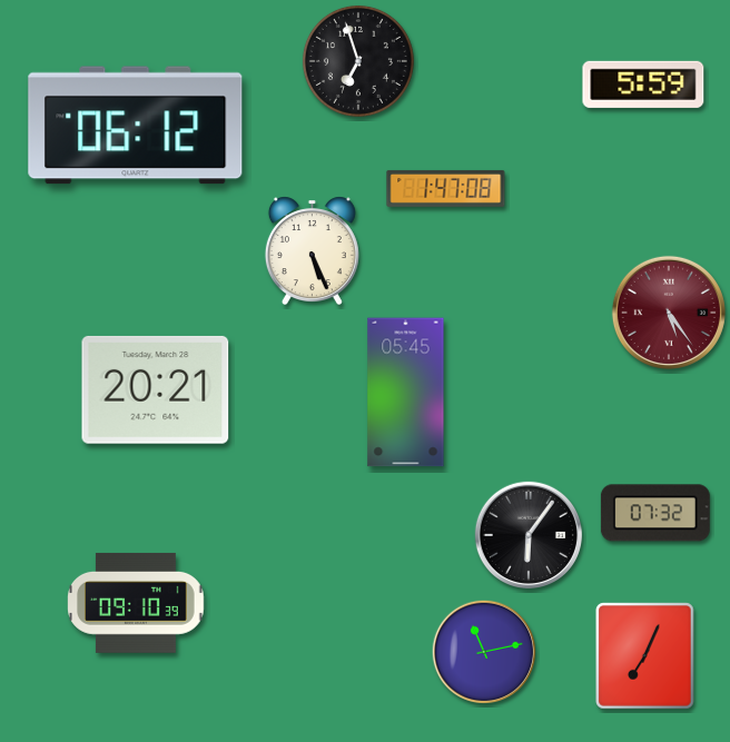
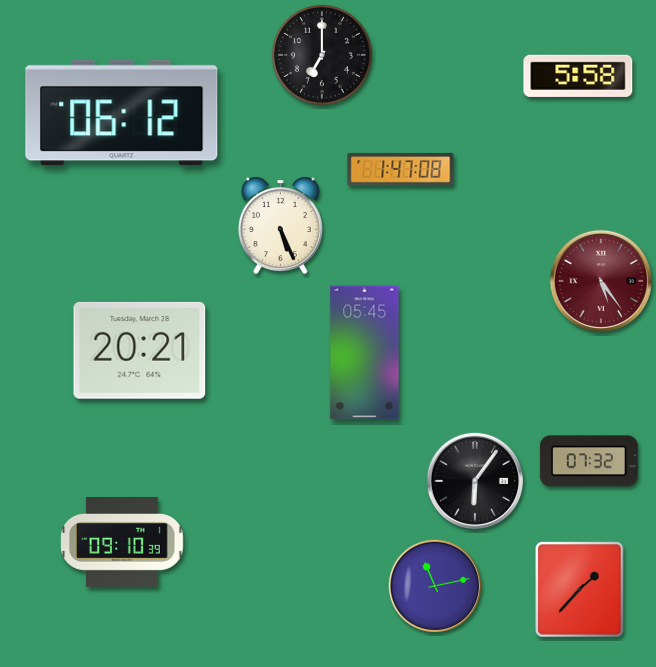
clock at (358, 61): 6:57 -> 7:00
clock at (643, 85): 5:59 -> 5:58
clock at (645, 656): 7:04 -> 1:37
